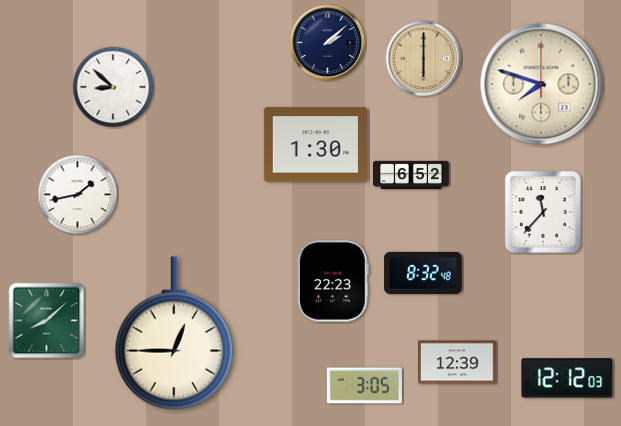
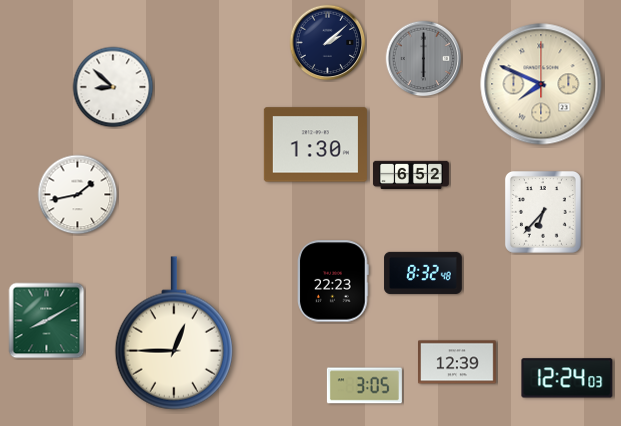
clock at (424, 59) dial: champagne -> grey
clock at (541, 84): 7:48 -> 7:49
clock at (543, 212): 11:37 -> 6:37
clock at (47, 321): 8:08 -> 8:10
clock at (567, 378): 12:12 -> 12:24
